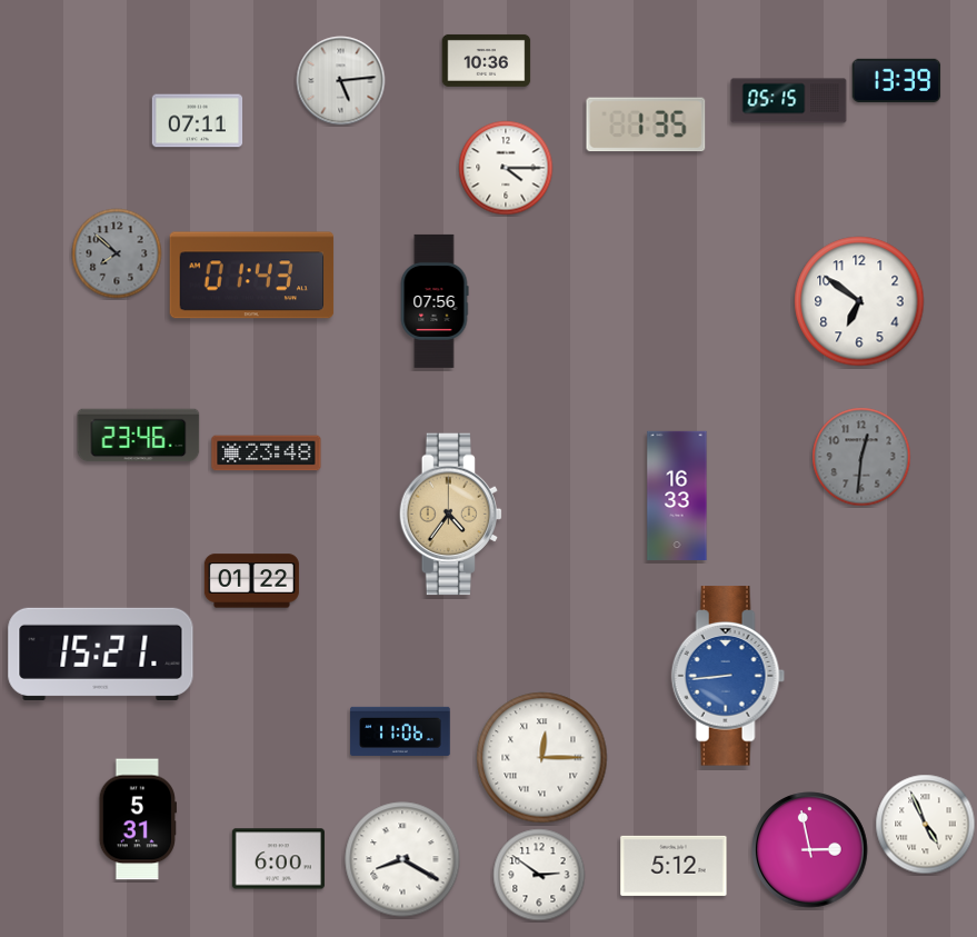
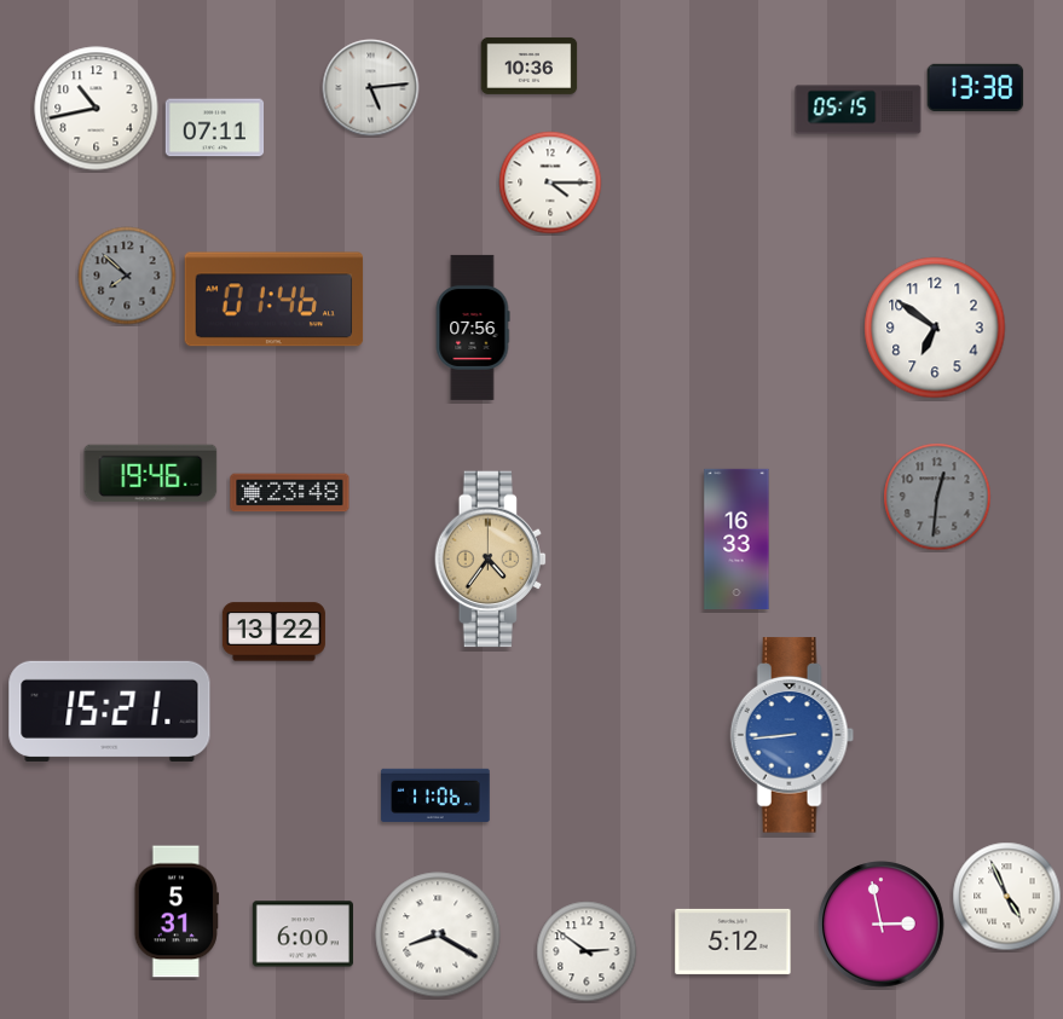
clock at (897, 80): 13:39 -> 13:38
clock at (97, 109): none -> 10:43
clock at (198, 121) position: (198, 121) -> (215, 128)
clock at (646, 124): 1:35 -> none
clock at (252, 276): 01:43 -> 01:46
clock at (139, 436): 23:46 -> 19:46
clock at (251, 581): 01:22 -> 13:22
clock at (542, 758): 12:15 -> none
clock at (137, 819) position: (137, 819) -> (175, 911)
